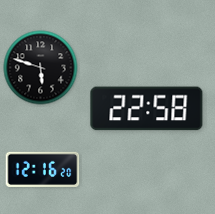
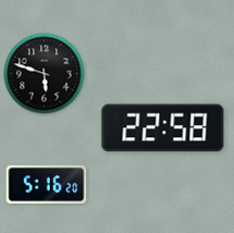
clock at (147, 109) position: (147, 109) -> (163, 128)
clock at (43, 169): 12:16 -> 5:16
